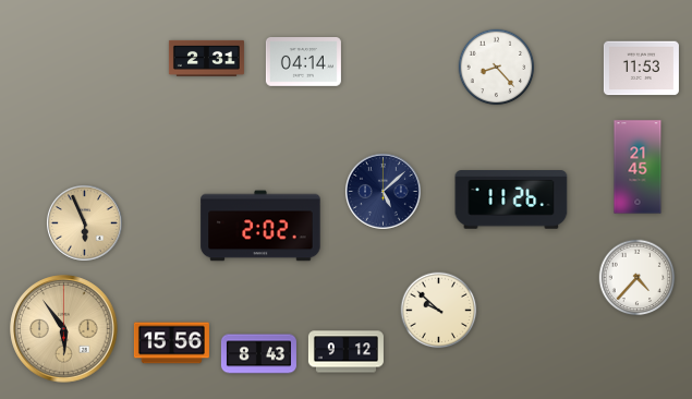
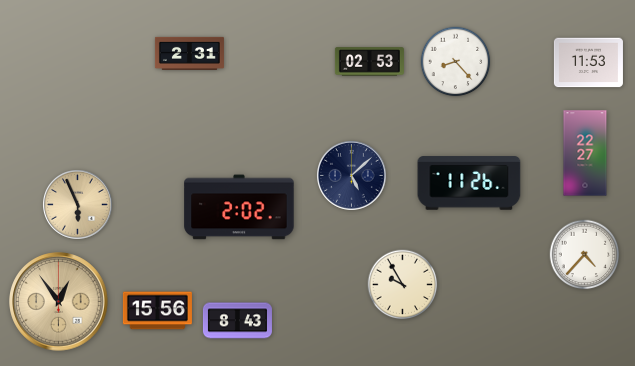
clock at (303, 62): 04:14 -> none
clock at (369, 62): none -> 02:53
clock at (638, 167): 21:45 -> 22:27
clock at (439, 311): 9:52 -> 9:55
clock at (64, 329): 5:54 -> 12:54
clock at (171, 343) position: (171, 343) -> (157, 311)
clock at (345, 352): 9:12 -> none
clock at (258, 354) position: (258, 354) -> (237, 321)
